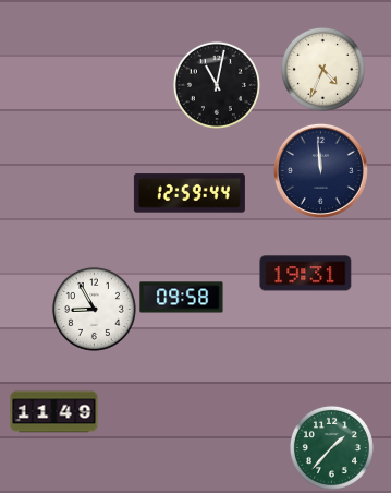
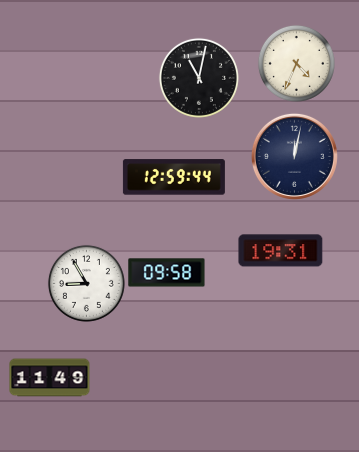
clock at (320, 170): 11:59 -> 12:02
clock at (331, 447): 1:37 -> none
